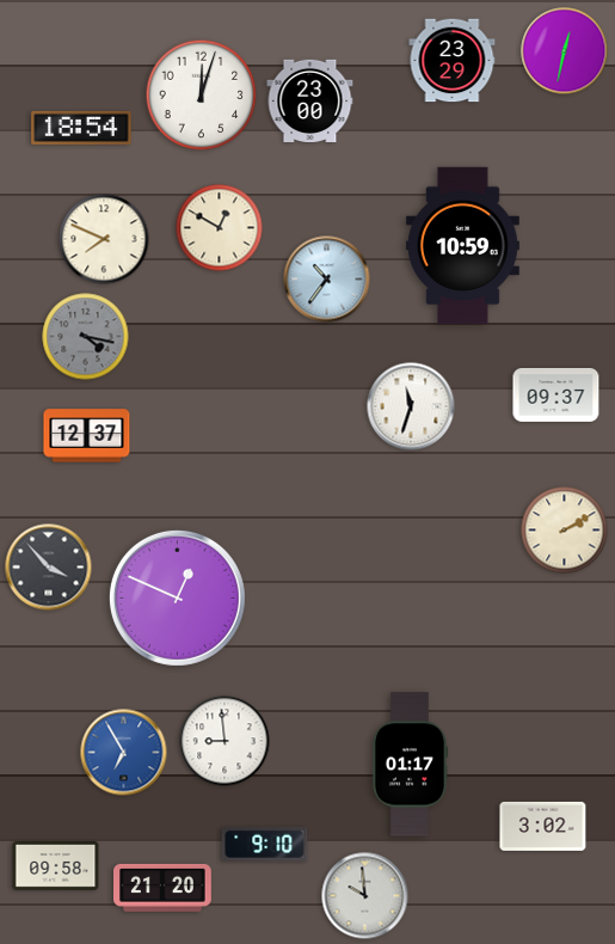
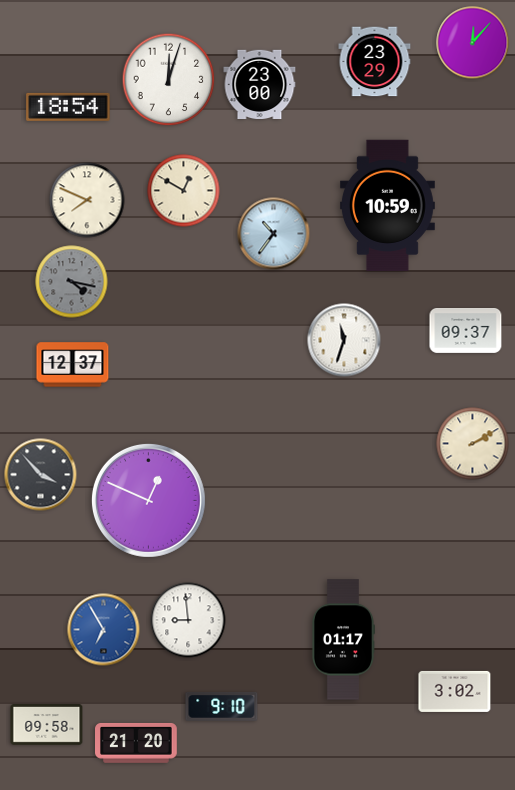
clock at (565, 51): 12:32 -> 12:07
clock at (453, 61) position: (453, 61) -> (375, 62)
clock at (365, 896): 9:59 -> none
